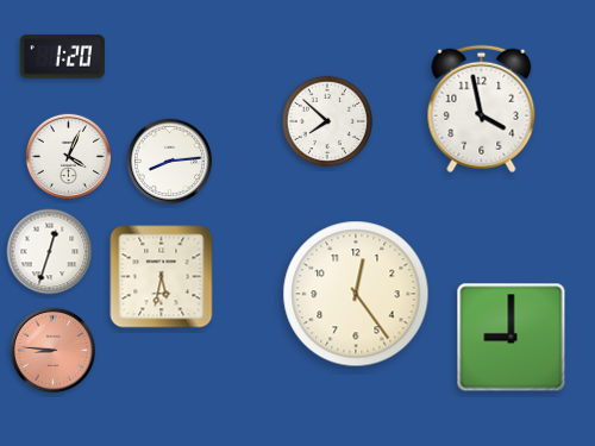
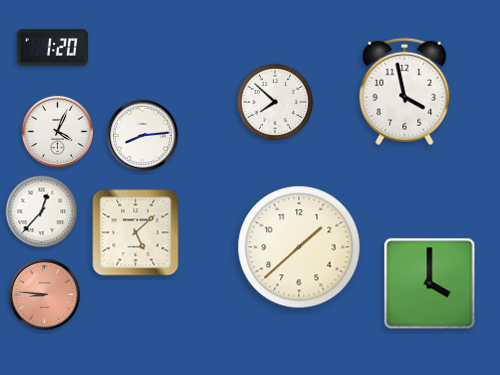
clock at (50, 252): 12:33 -> 12:37
clock at (162, 277): 5:32 -> 5:08
clock at (356, 294): 12:24 -> 1:38
clock at (512, 338): 9:00 -> 4:00
